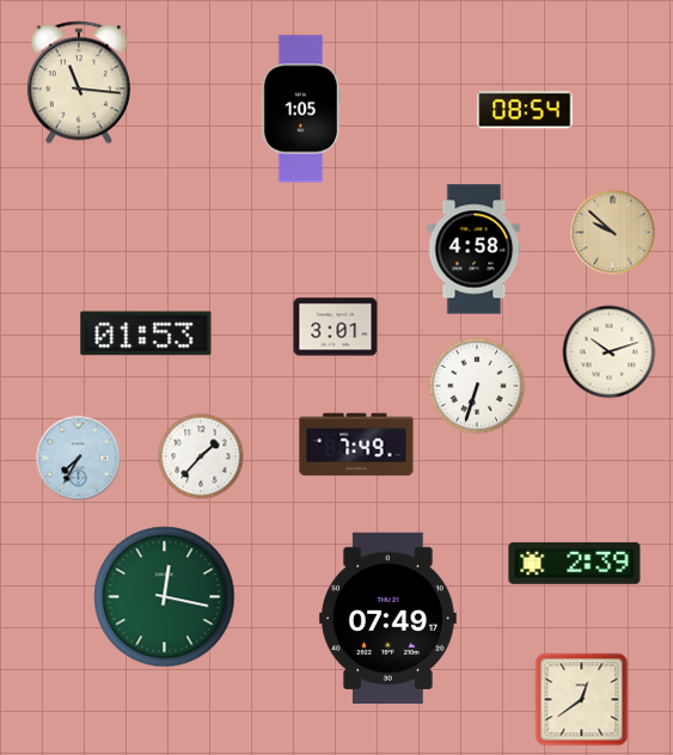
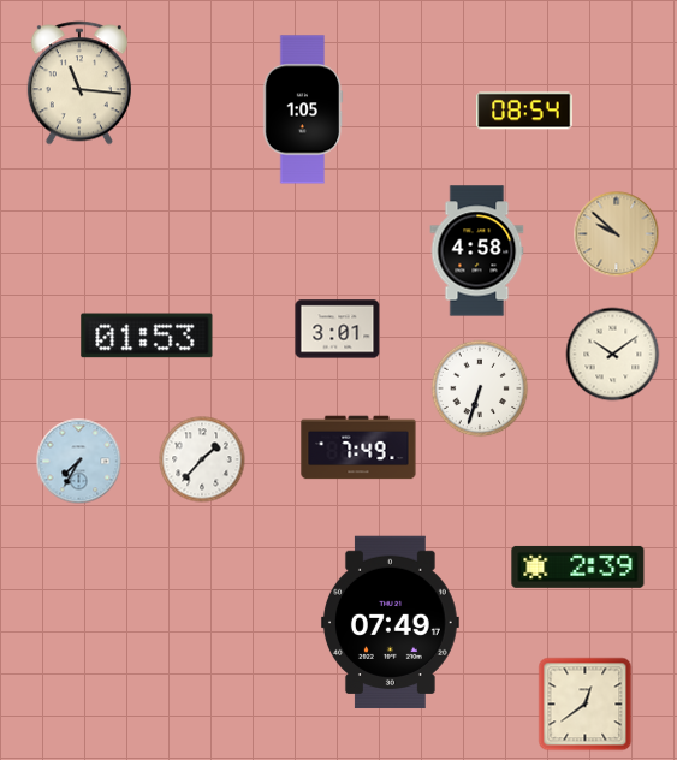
clock at (525, 110) position: (525, 110) -> (524, 111)
clock at (610, 352): 10:12 -> 10:09
clock at (165, 597): 12:17 -> none
